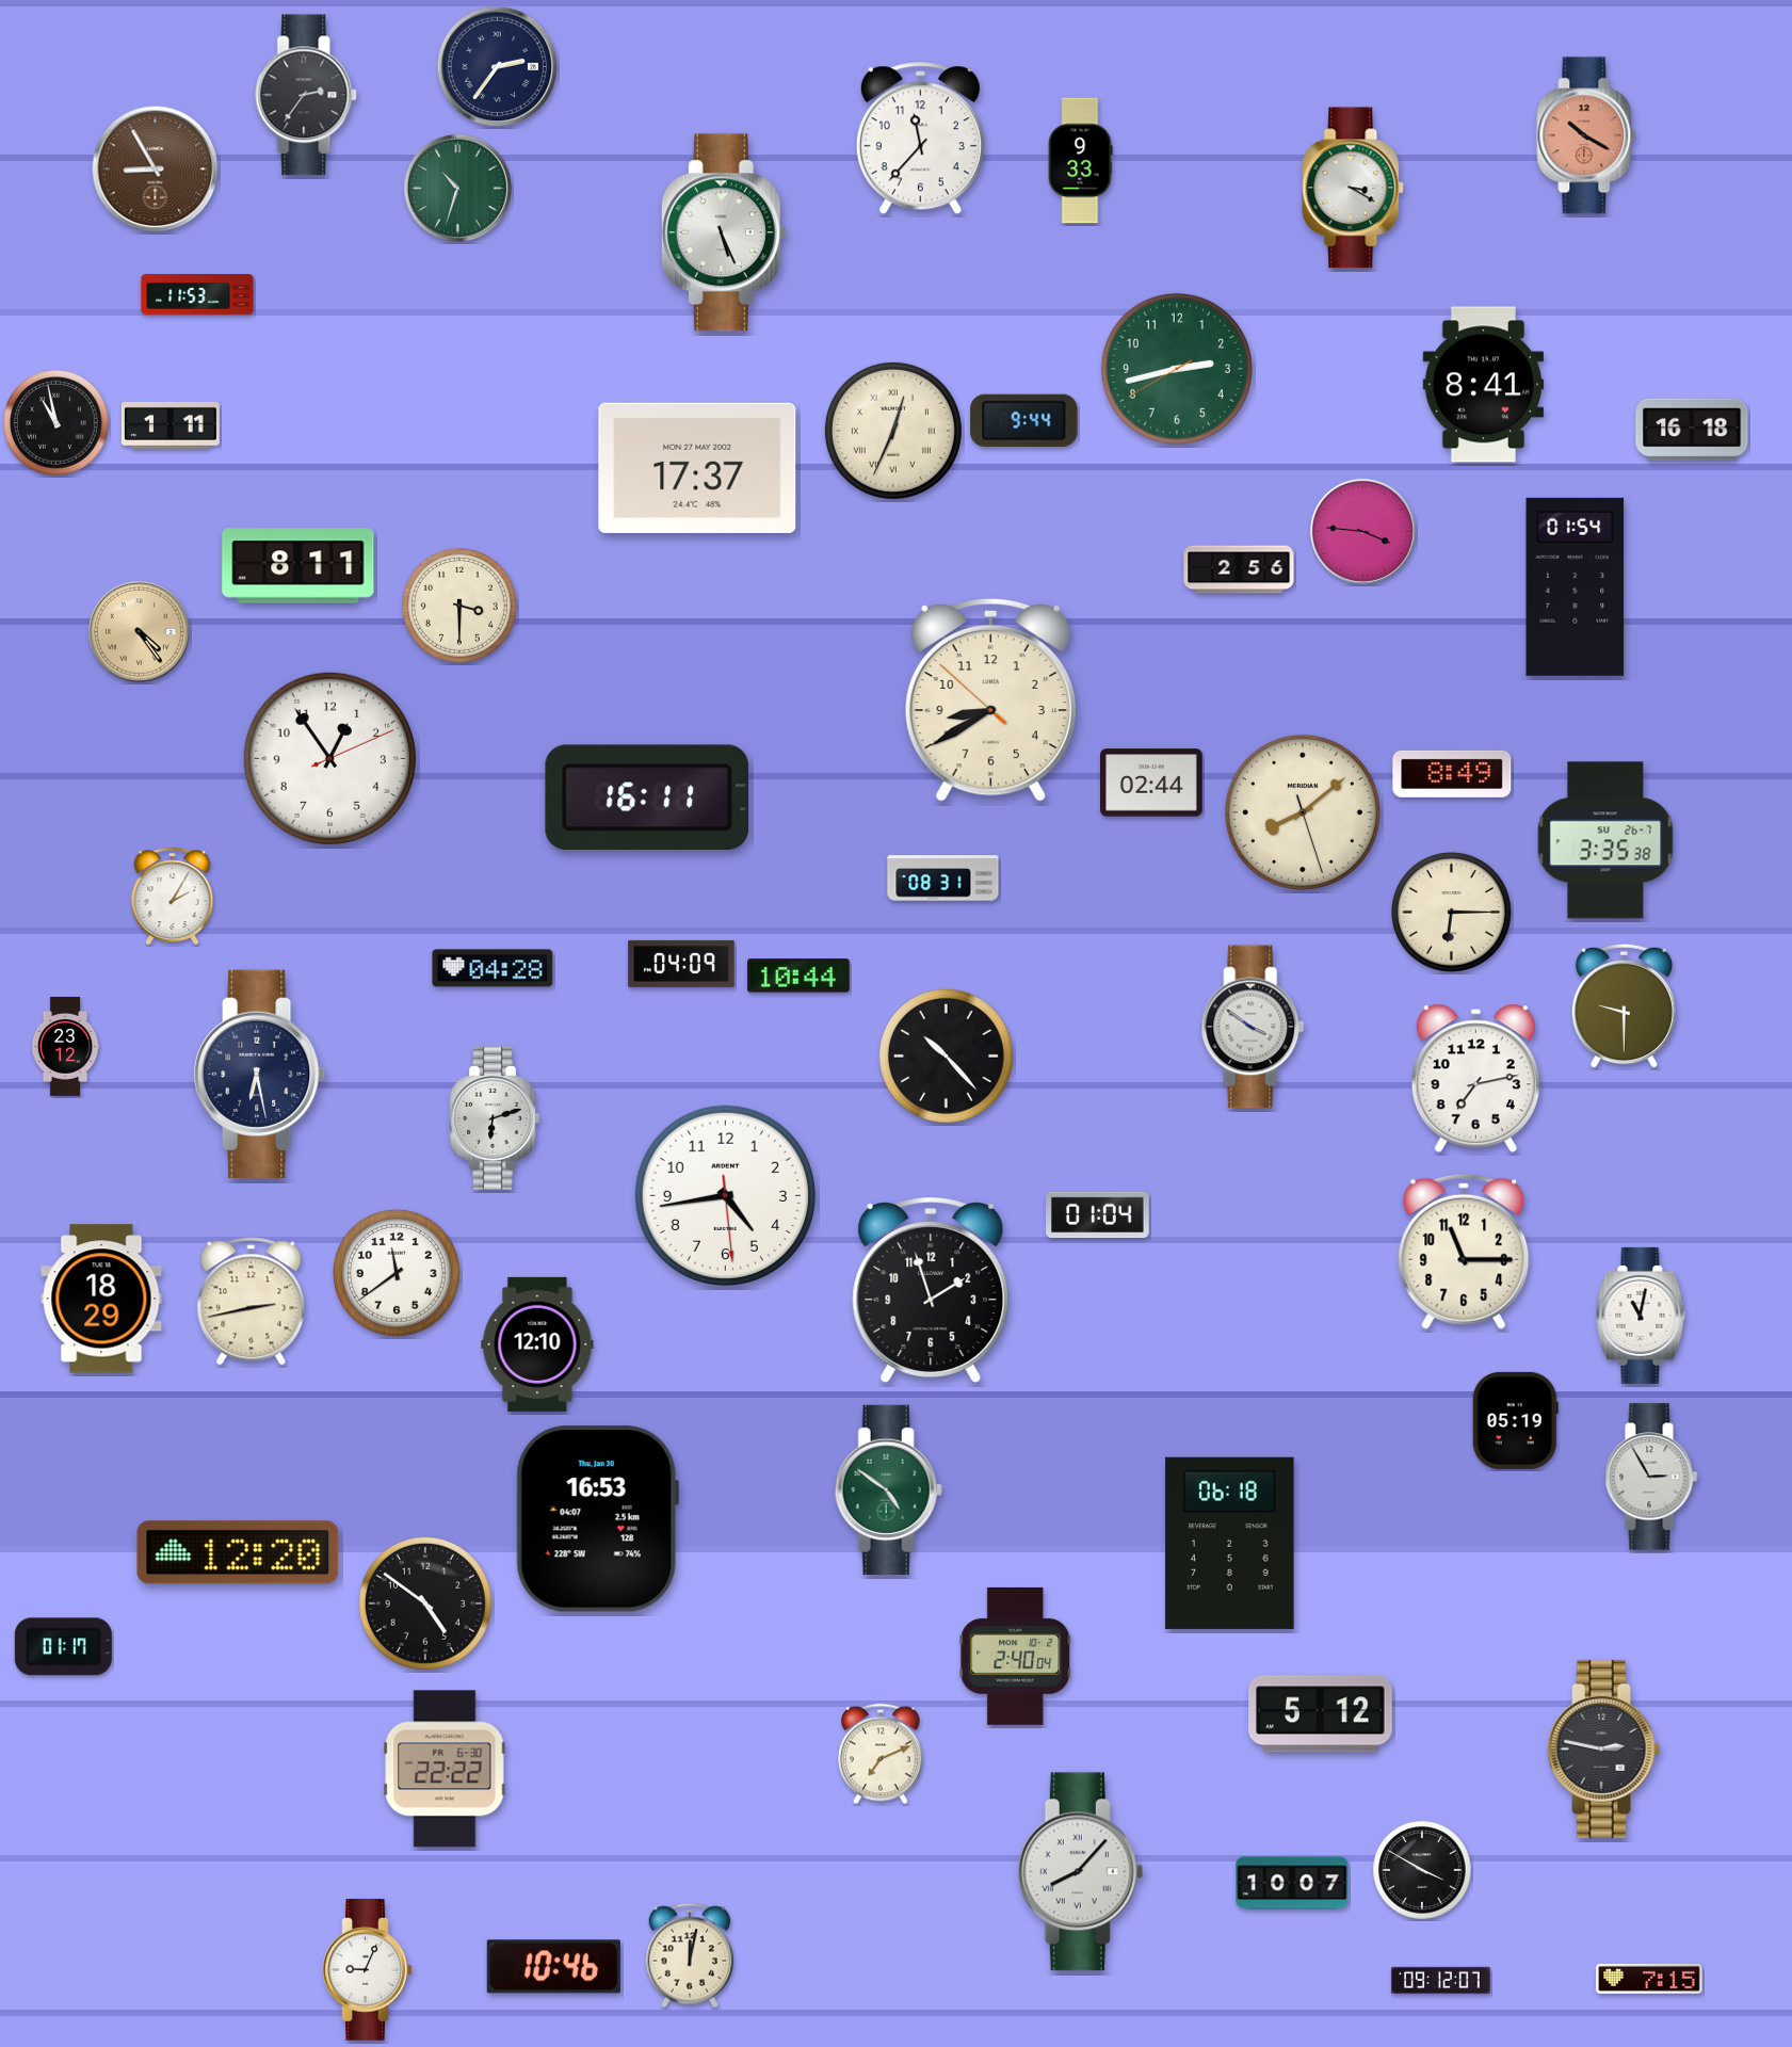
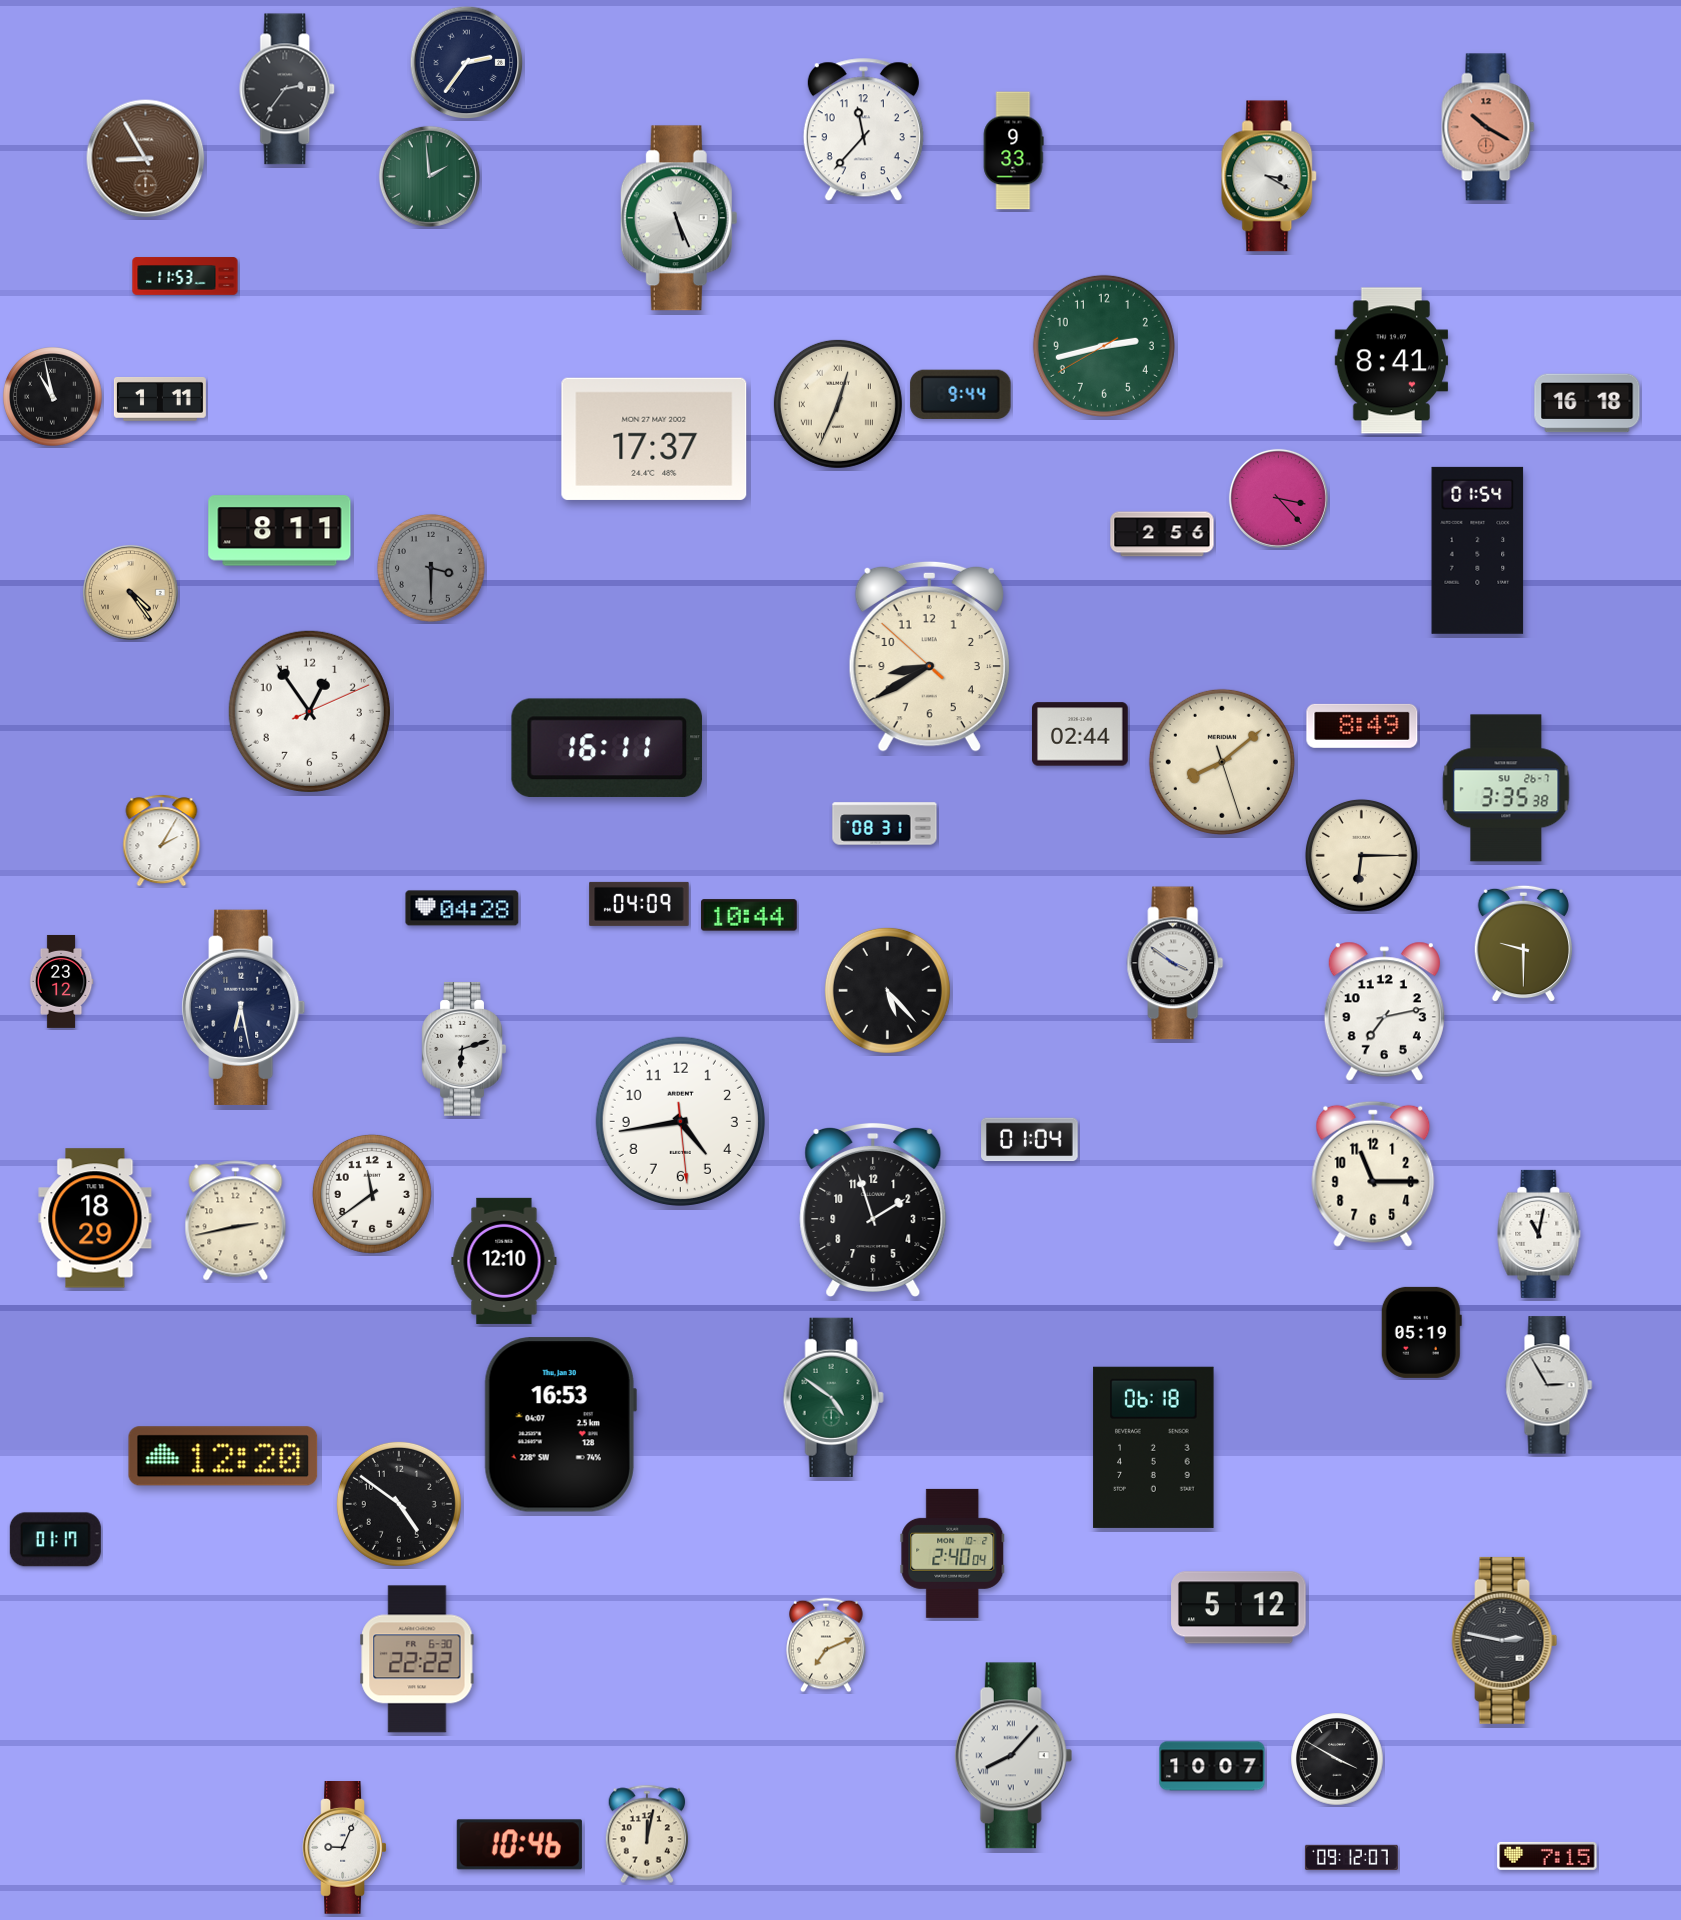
clock at (457, 188): 10:33 -> 1:59
clock at (1362, 531): 3:46 -> 3:23
clock at (461, 607) dial: cream -> grey
clock at (946, 1055): 10:23 -> 5:23
clock at (63, 1647) position: (63, 1647) -> (55, 1540)
clock at (1422, 1870) position: (1422, 1870) -> (1337, 1759)
